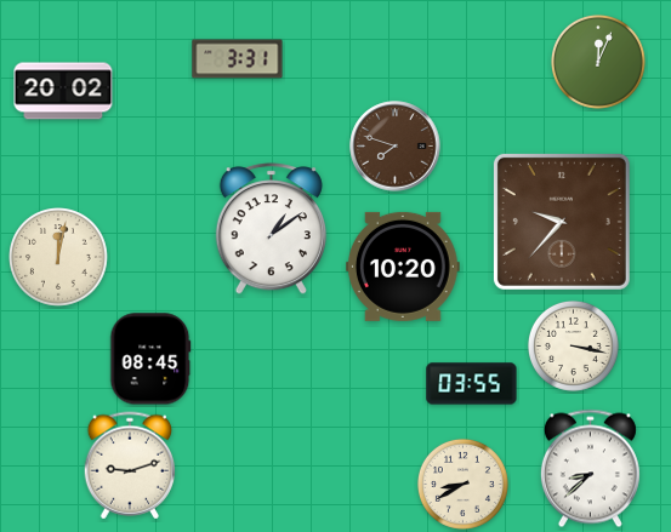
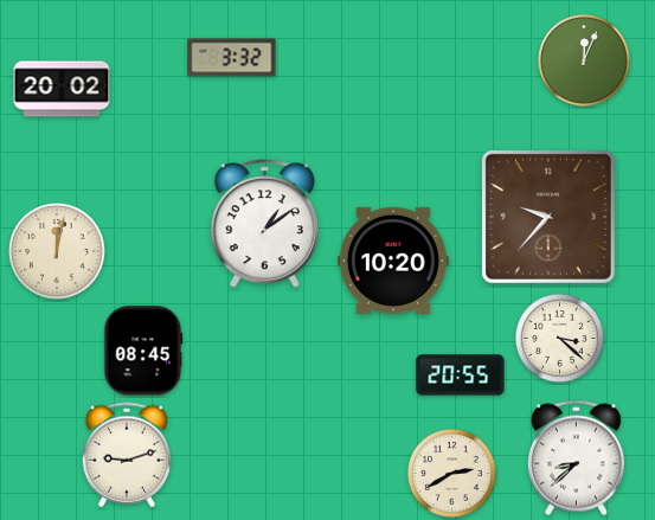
clock at (238, 59): 3:31 -> 3:32
clock at (396, 147): 7:48 -> none
clock at (573, 345): 3:17 -> 3:22
clock at (150, 359) position: (150, 359) -> (143, 351)
clock at (472, 384): 03:55 -> 20:55
clock at (462, 484): 8:40 -> 2:40
